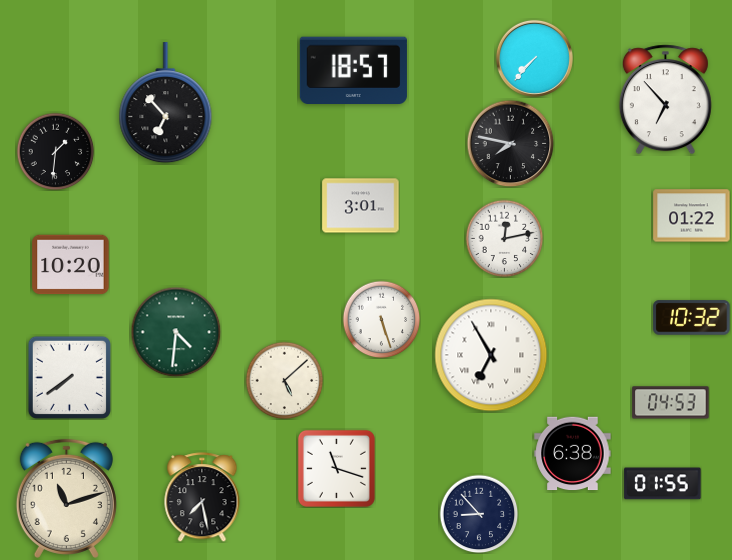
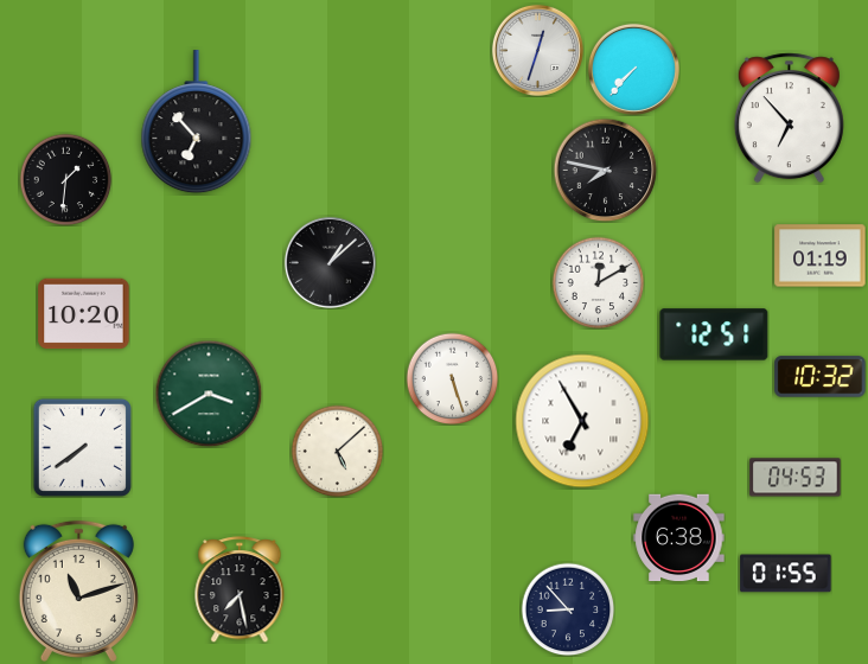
clock at (537, 50): none -> 12:33
clock at (353, 70): 18:57 -> none
clock at (361, 206): 3:01 -> none
clock at (692, 216): 01:22 -> 01:19
clock at (330, 262): none -> 1:08
clock at (504, 238): 12:13 -> 12:10
clock at (714, 334): none -> 12:51
clock at (176, 332): 4:31 -> 3:40
clock at (336, 468): 11:18 -> none
